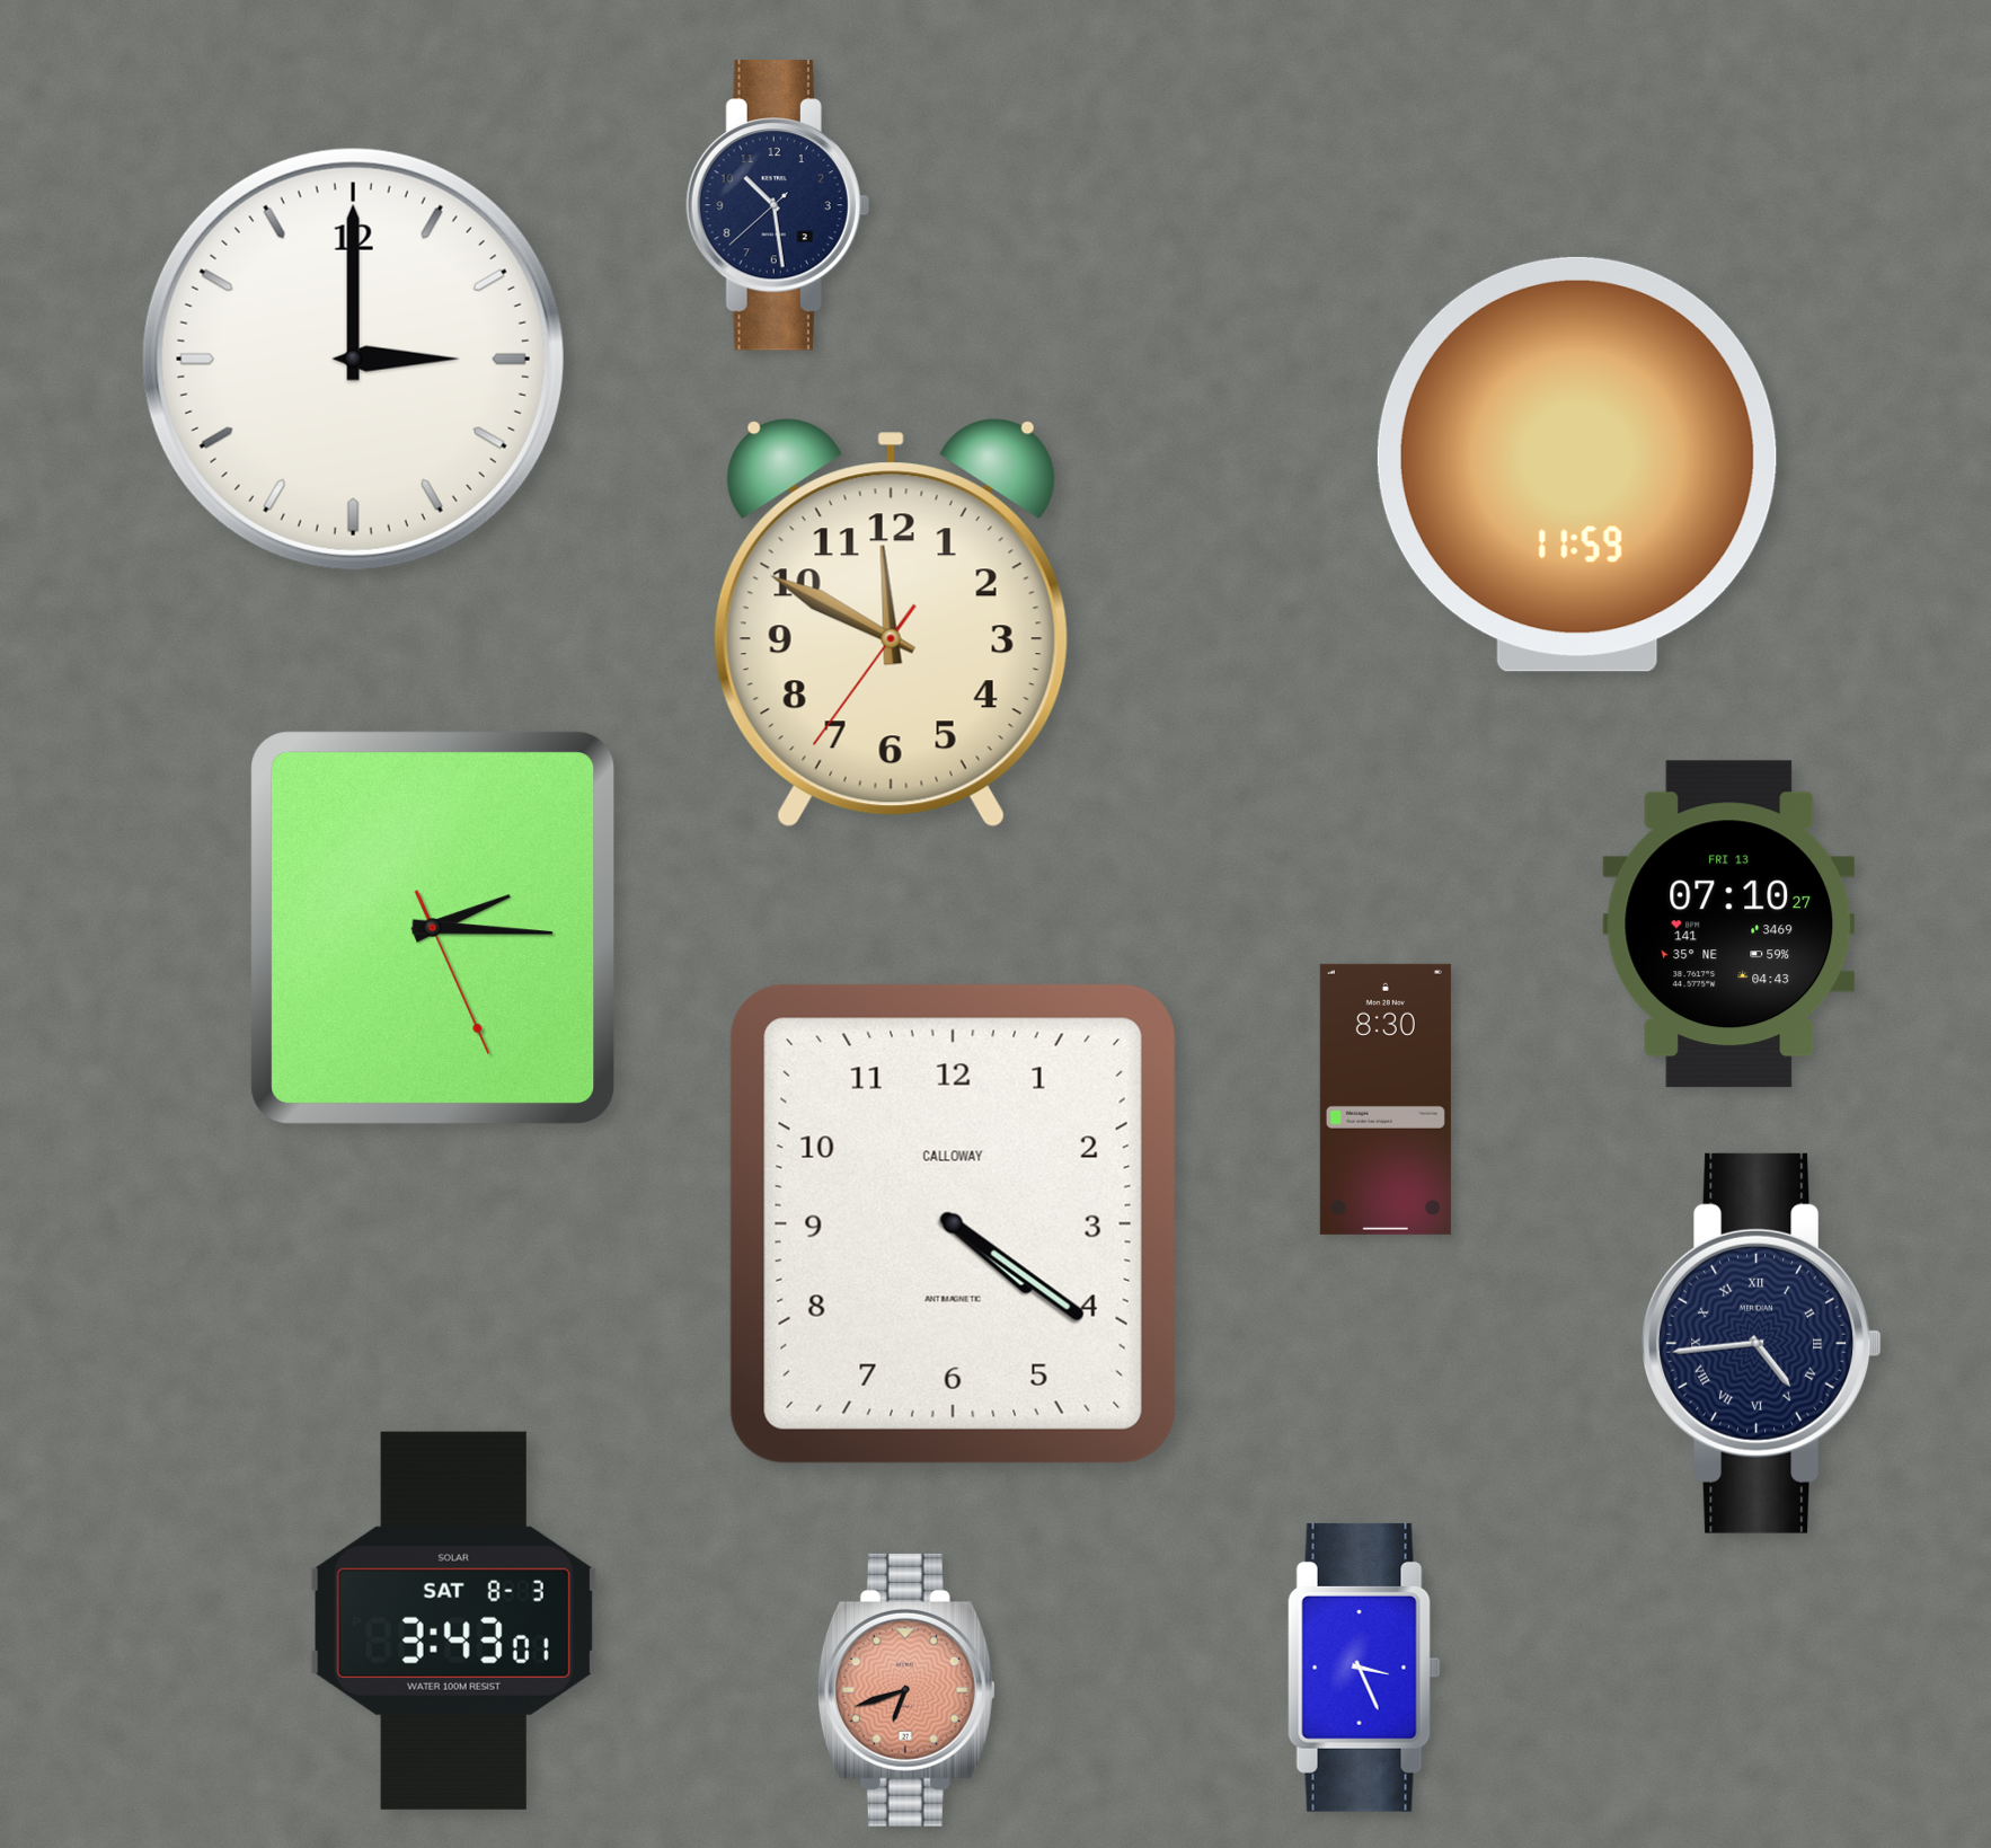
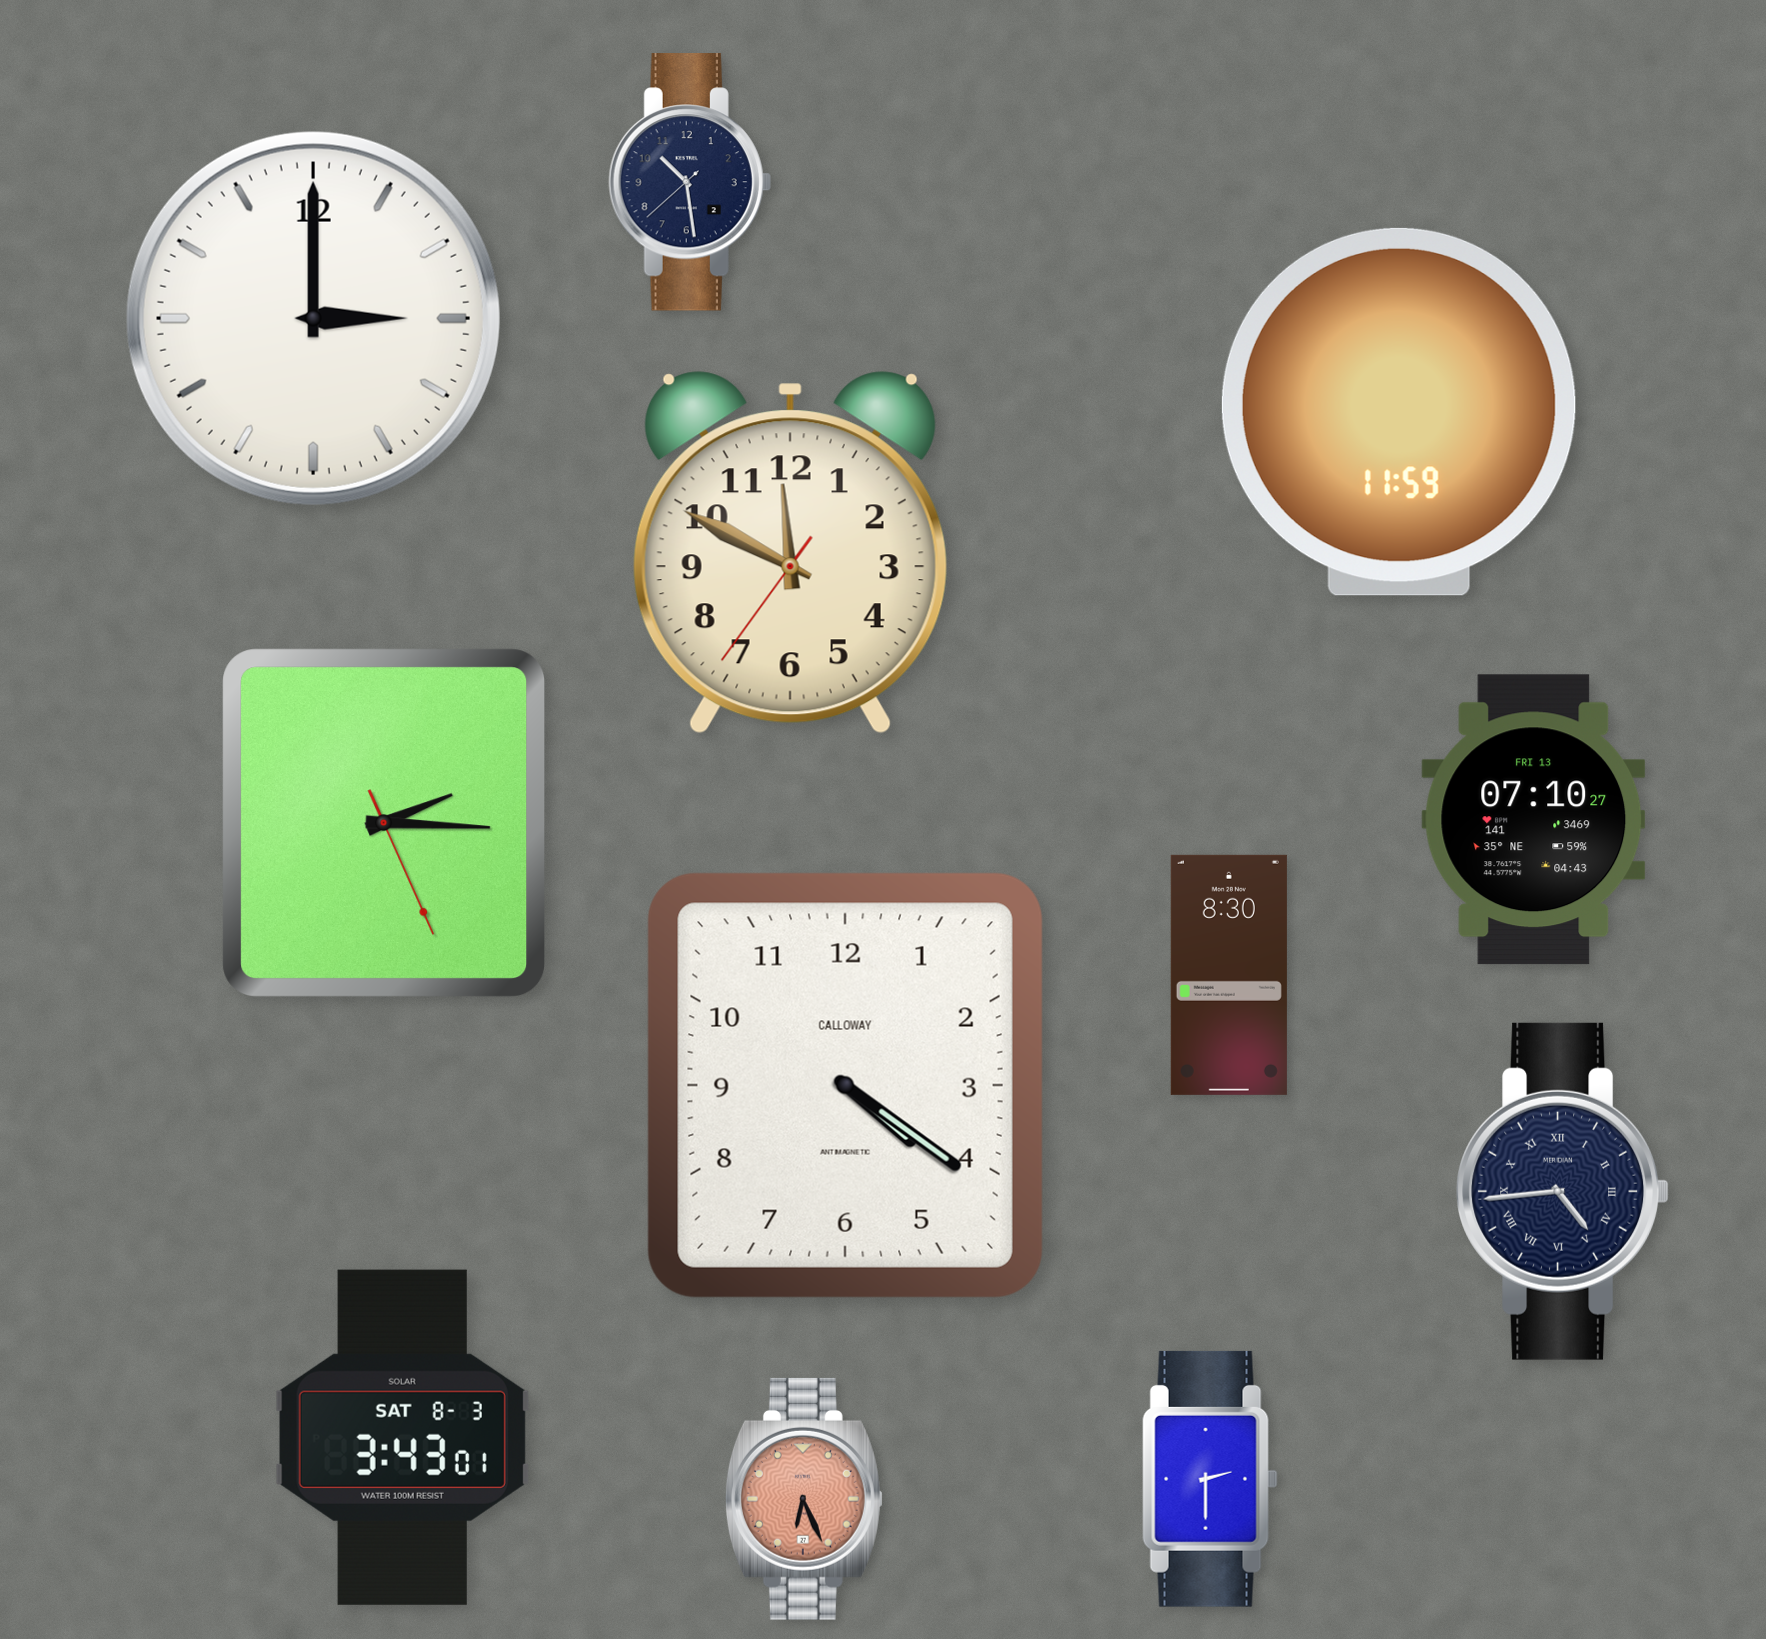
clock at (1364, 1668): 3:26 -> 2:30
clock at (906, 1690): 6:42 -> 6:26
